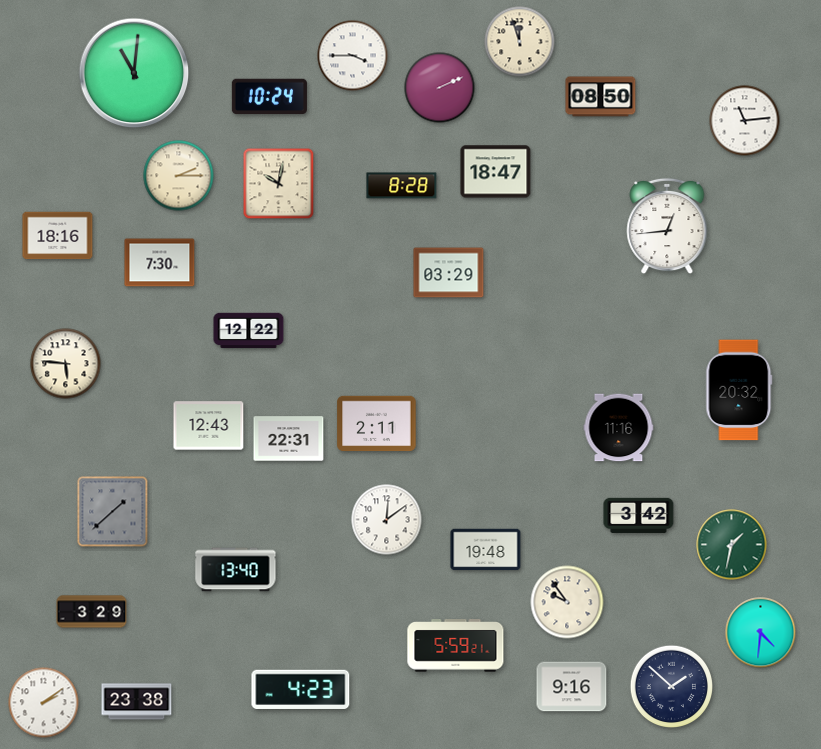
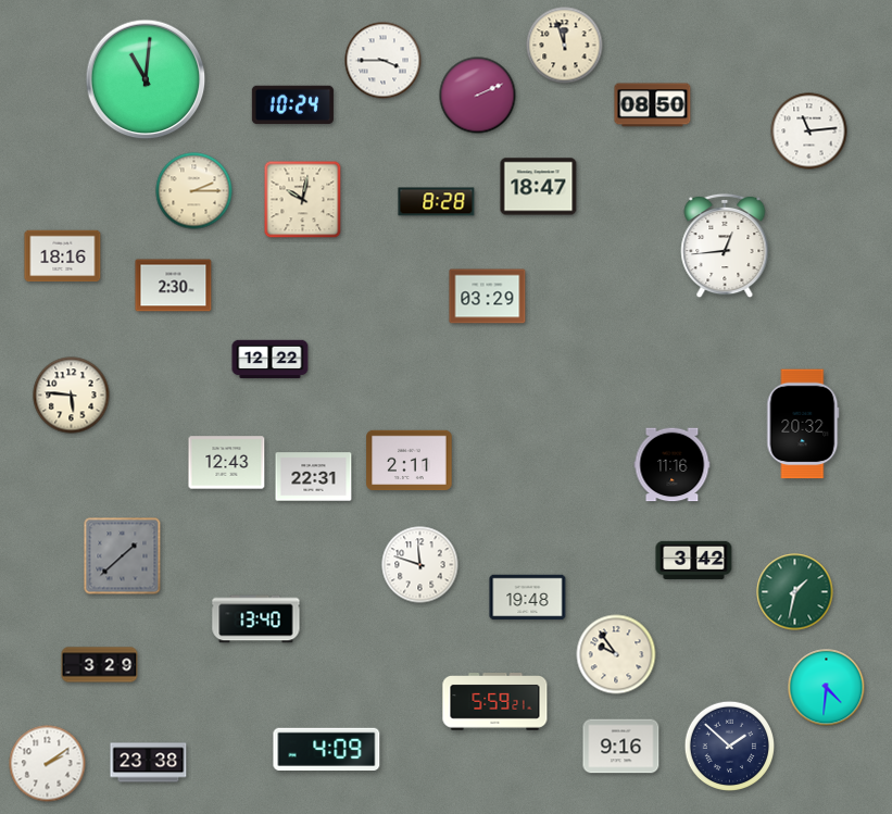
clock at (160, 263): 7:30 -> 2:30
clock at (387, 520): 12:09 -> 11:48
clock at (301, 689): 4:23 -> 4:09
